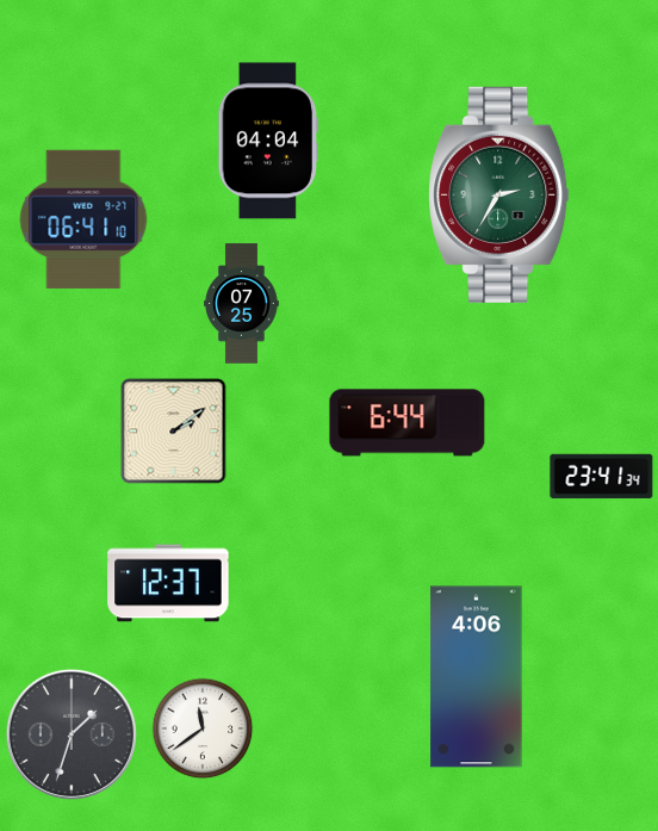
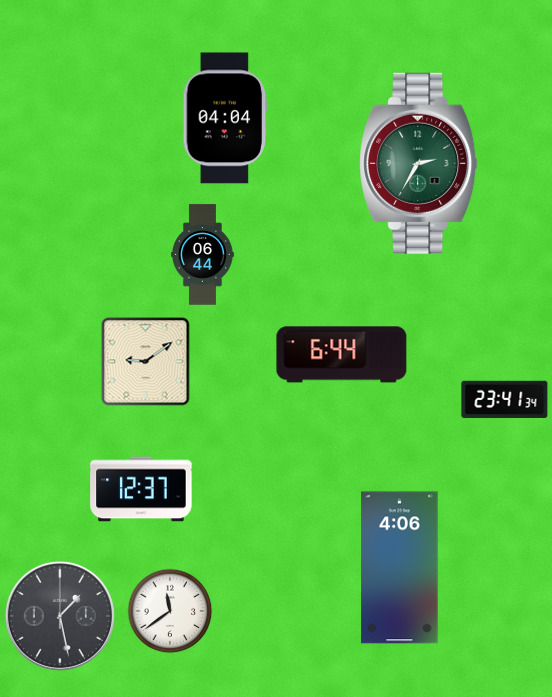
clock at (83, 219): 06:41 -> none
clock at (242, 304): 07:25 -> 06:44
clock at (174, 432): 2:09 -> 9:09
clock at (72, 734): 1:33 -> 1:28
